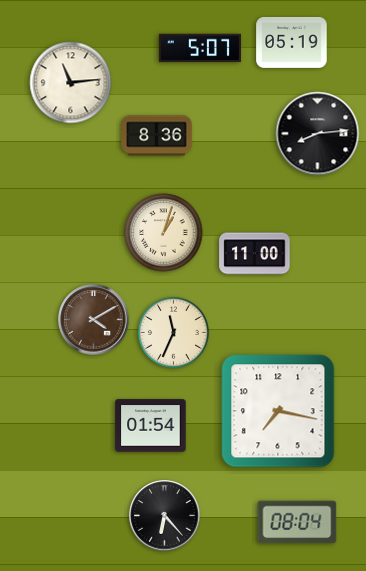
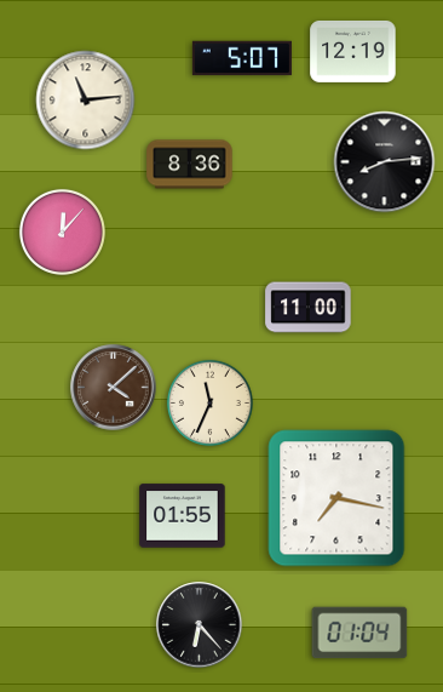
clock at (292, 42): 05:19 -> 12:19
clock at (62, 231): none -> 12:07
clock at (164, 233): 1:03 -> none
clock at (94, 320): 4:10 -> 4:08
clock at (151, 426): 01:54 -> 01:55
clock at (297, 522): 08:04 -> 01:04
